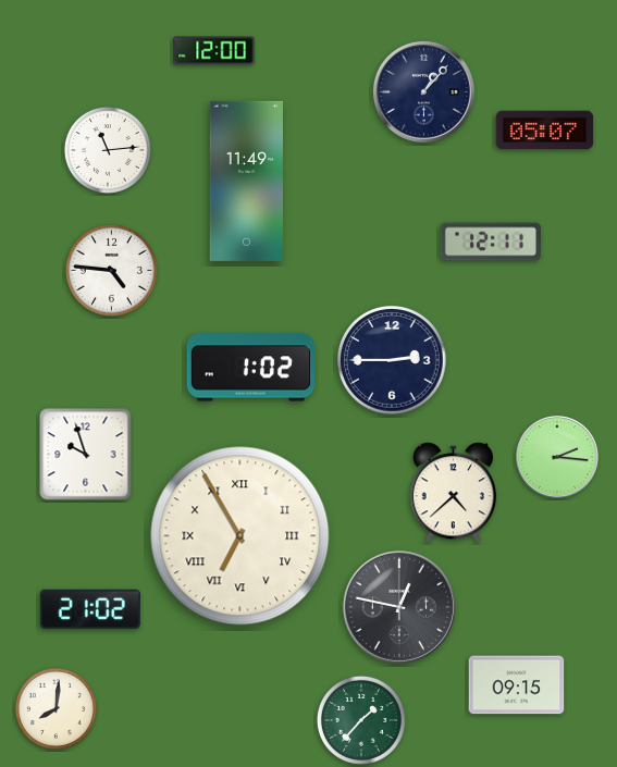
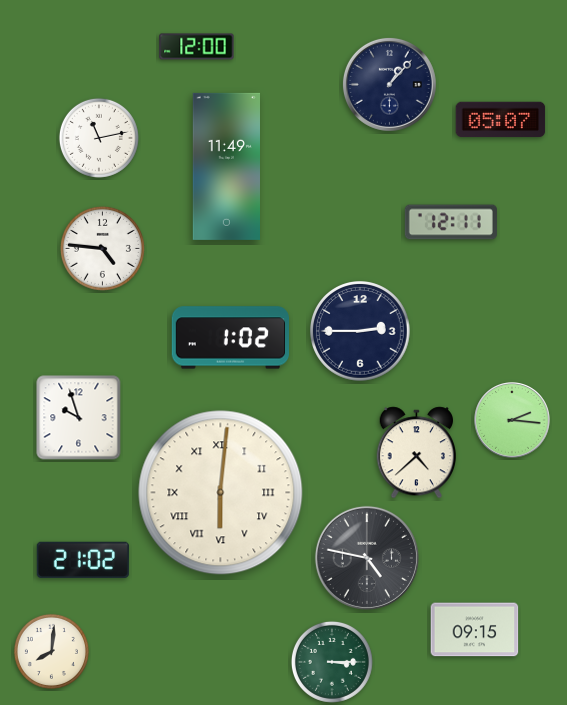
clock at (108, 150): 11:14 -> 11:13
clock at (240, 536): 6:55 -> 6:01
clock at (399, 607): 12:47 -> 4:47
clock at (361, 720): 1:37 -> 3:15
